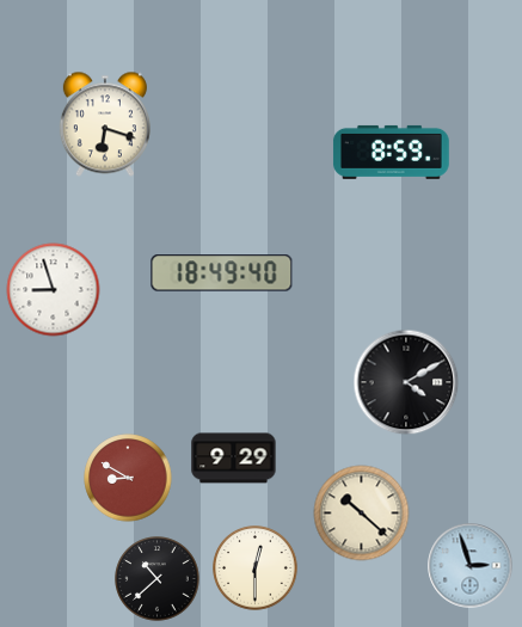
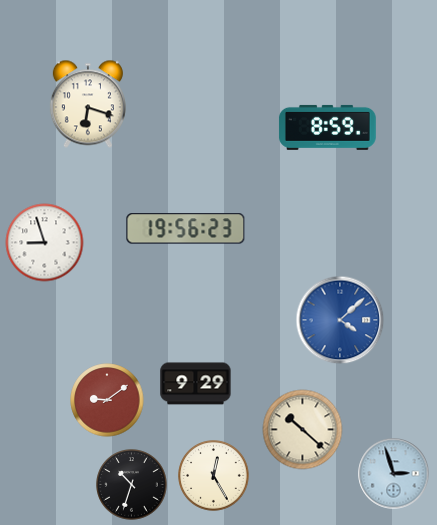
clock at (222, 273): 18:49 -> 19:56
clock at (406, 382): 4:10 -> 4:08
clock at (406, 382) dial: black -> blue
clock at (128, 478): 8:50 -> 9:09
clock at (256, 568): 12:30 -> 12:25
clock at (158, 579): 10:38 -> 10:33
